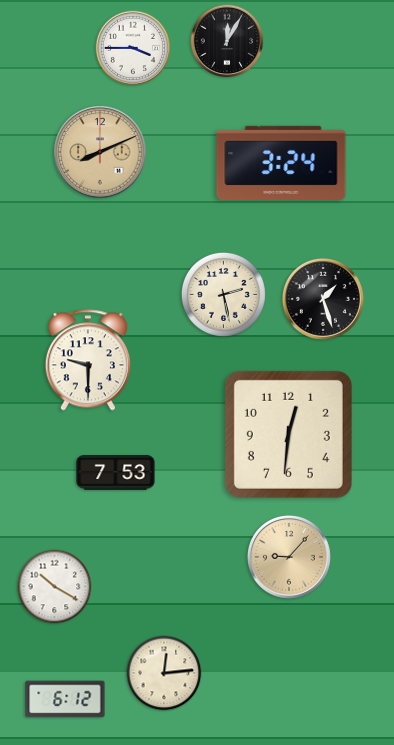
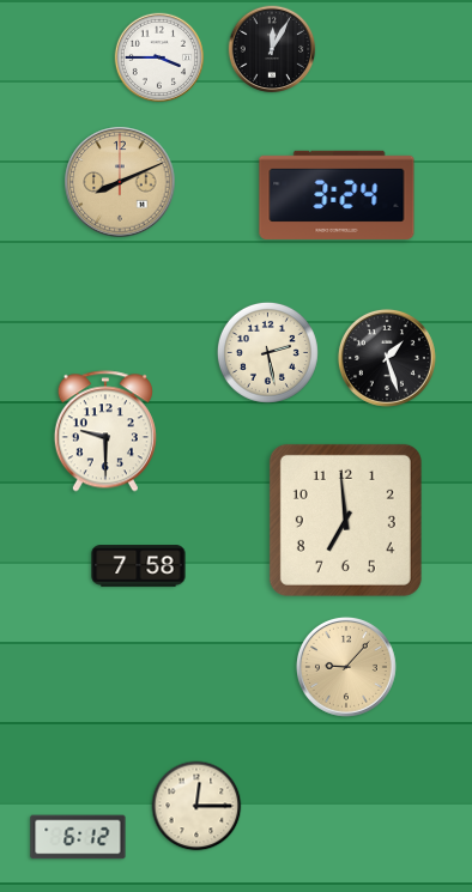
clock at (288, 434): 12:31 -> 6:59
clock at (116, 473): 7:53 -> 7:58
clock at (55, 587): 10:20 -> none
clock at (164, 673): 12:14 -> 12:15
